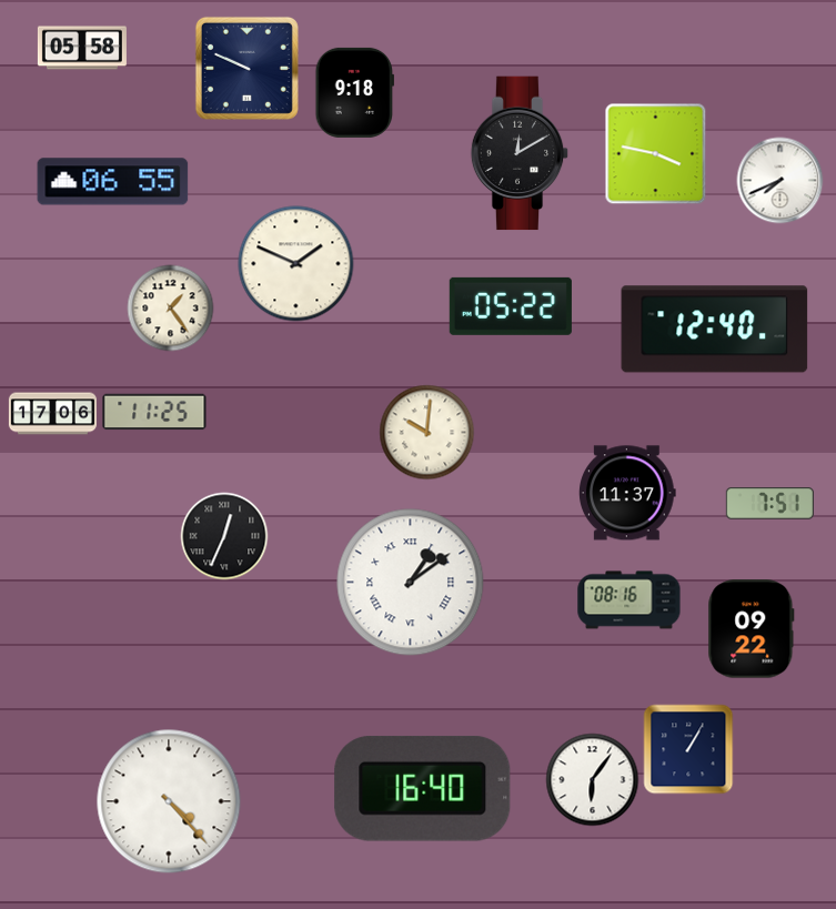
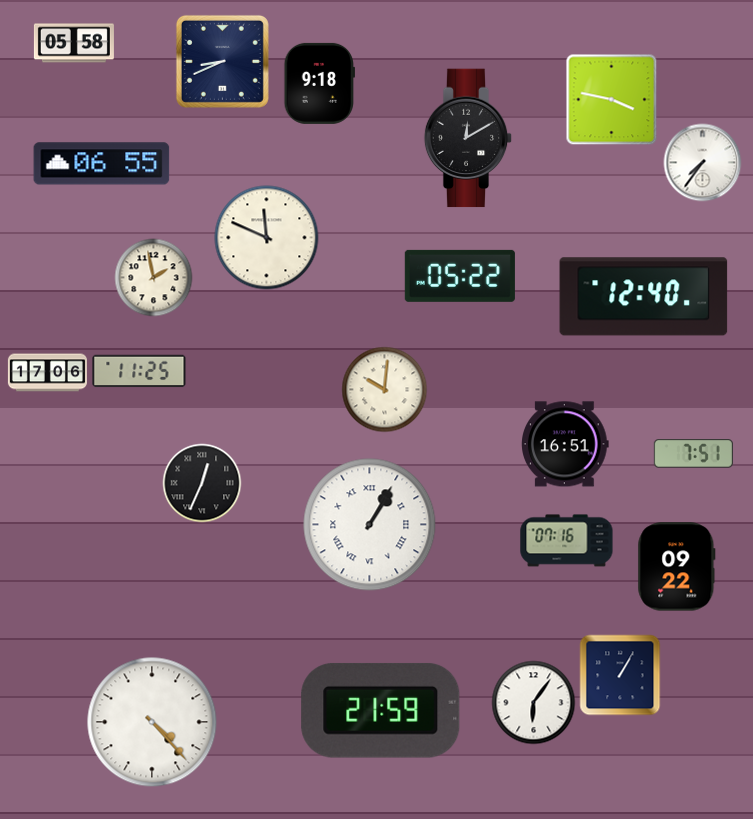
clock at (246, 68): 9:49 -> 8:41
clock at (656, 154) position: (656, 154) -> (612, 100)
clock at (780, 181): 7:41 -> 7:36
clock at (296, 264): 1:49 -> 11:49
clock at (171, 309): 1:24 -> 1:58
clock at (628, 493): 11:37 -> 16:51
clock at (411, 583): 1:09 -> 1:05
clock at (629, 600): 08:16 -> 07:16
clock at (423, 788): 16:40 -> 21:59
